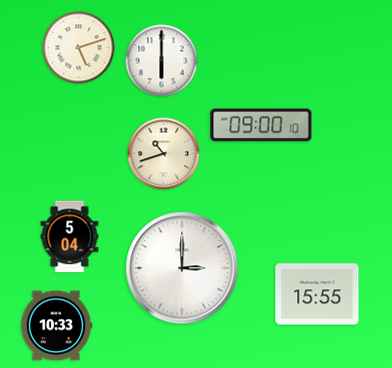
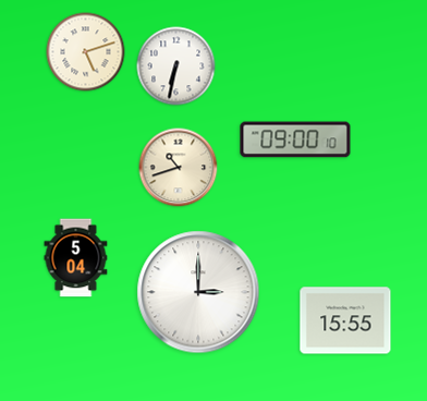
clock at (162, 61): 6:00 -> 6:32
clock at (261, 125) position: (261, 125) -> (295, 139)
clock at (56, 326): 10:33 -> none
